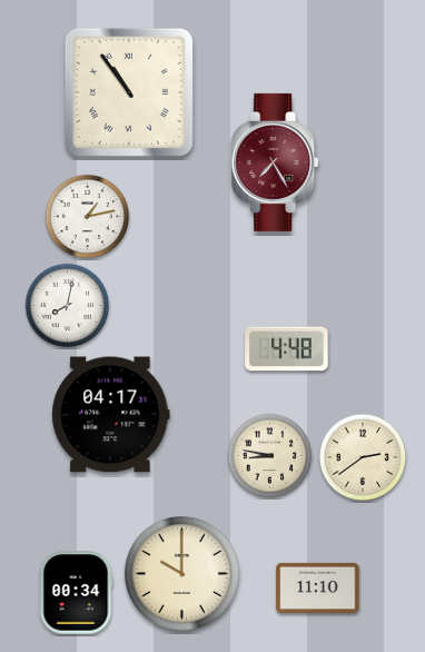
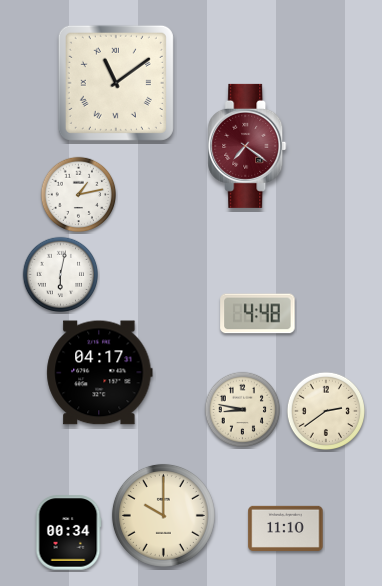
clock at (129, 92): 10:54 -> 11:09
clock at (275, 162): 7:25 -> 7:21
clock at (68, 306): 8:02 -> 6:02
